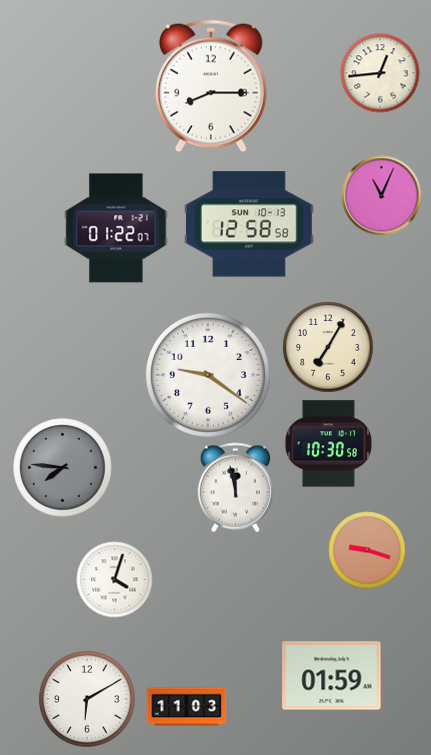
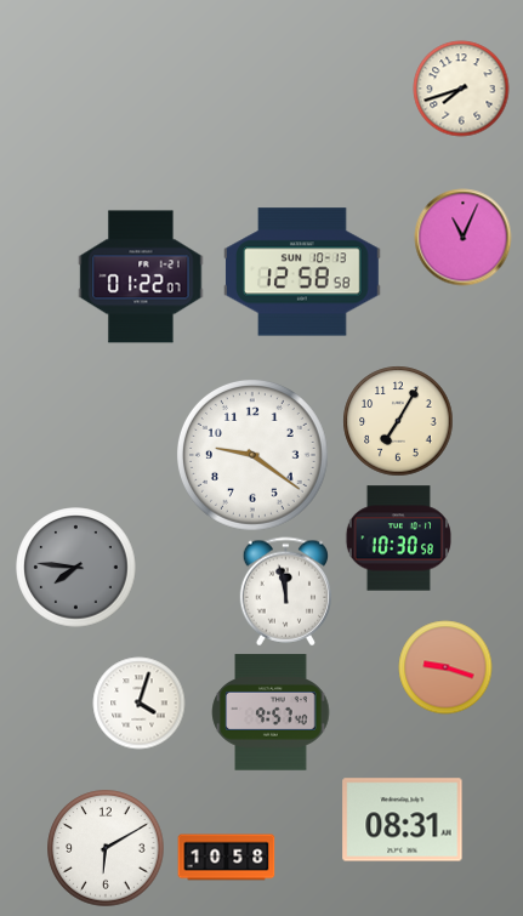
clock at (380, 73): 12:44 -> 7:42
clock at (211, 86): 8:15 -> none
clock at (271, 712): none -> 9:57
clock at (332, 676): 01:59 -> 08:31
clock at (187, 707): 11:03 -> 10:58
